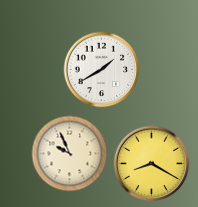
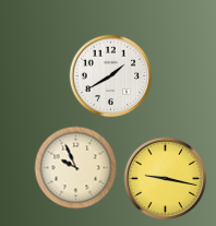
clock at (152, 164): 8:20 -> 9:17
